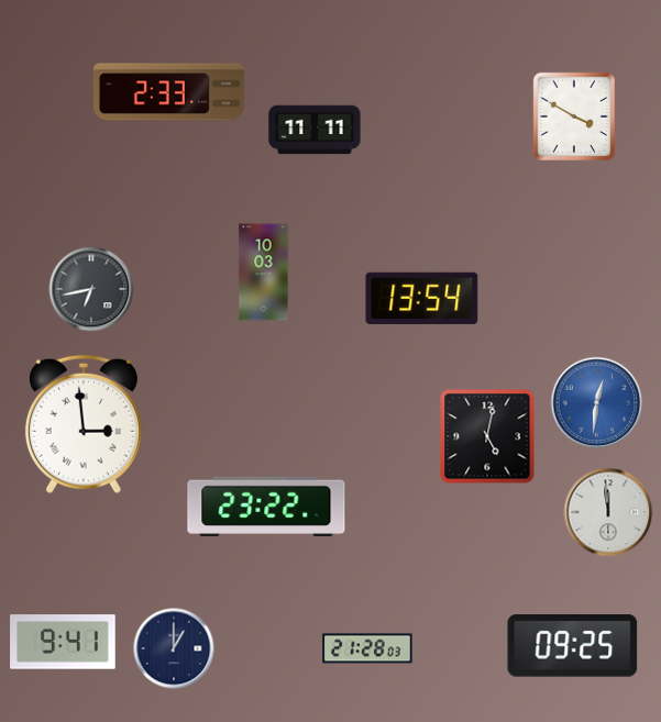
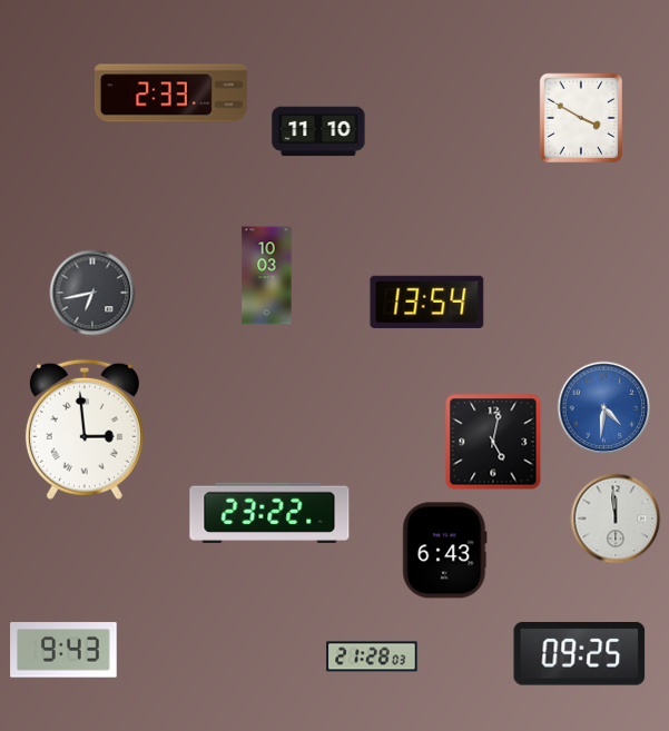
clock at (315, 130): 11:11 -> 11:10
clock at (597, 403): 12:31 -> 4:31
clock at (445, 551): none -> 6:43
clock at (63, 642): 9:41 -> 9:43
clock at (174, 648): 1:00 -> none
